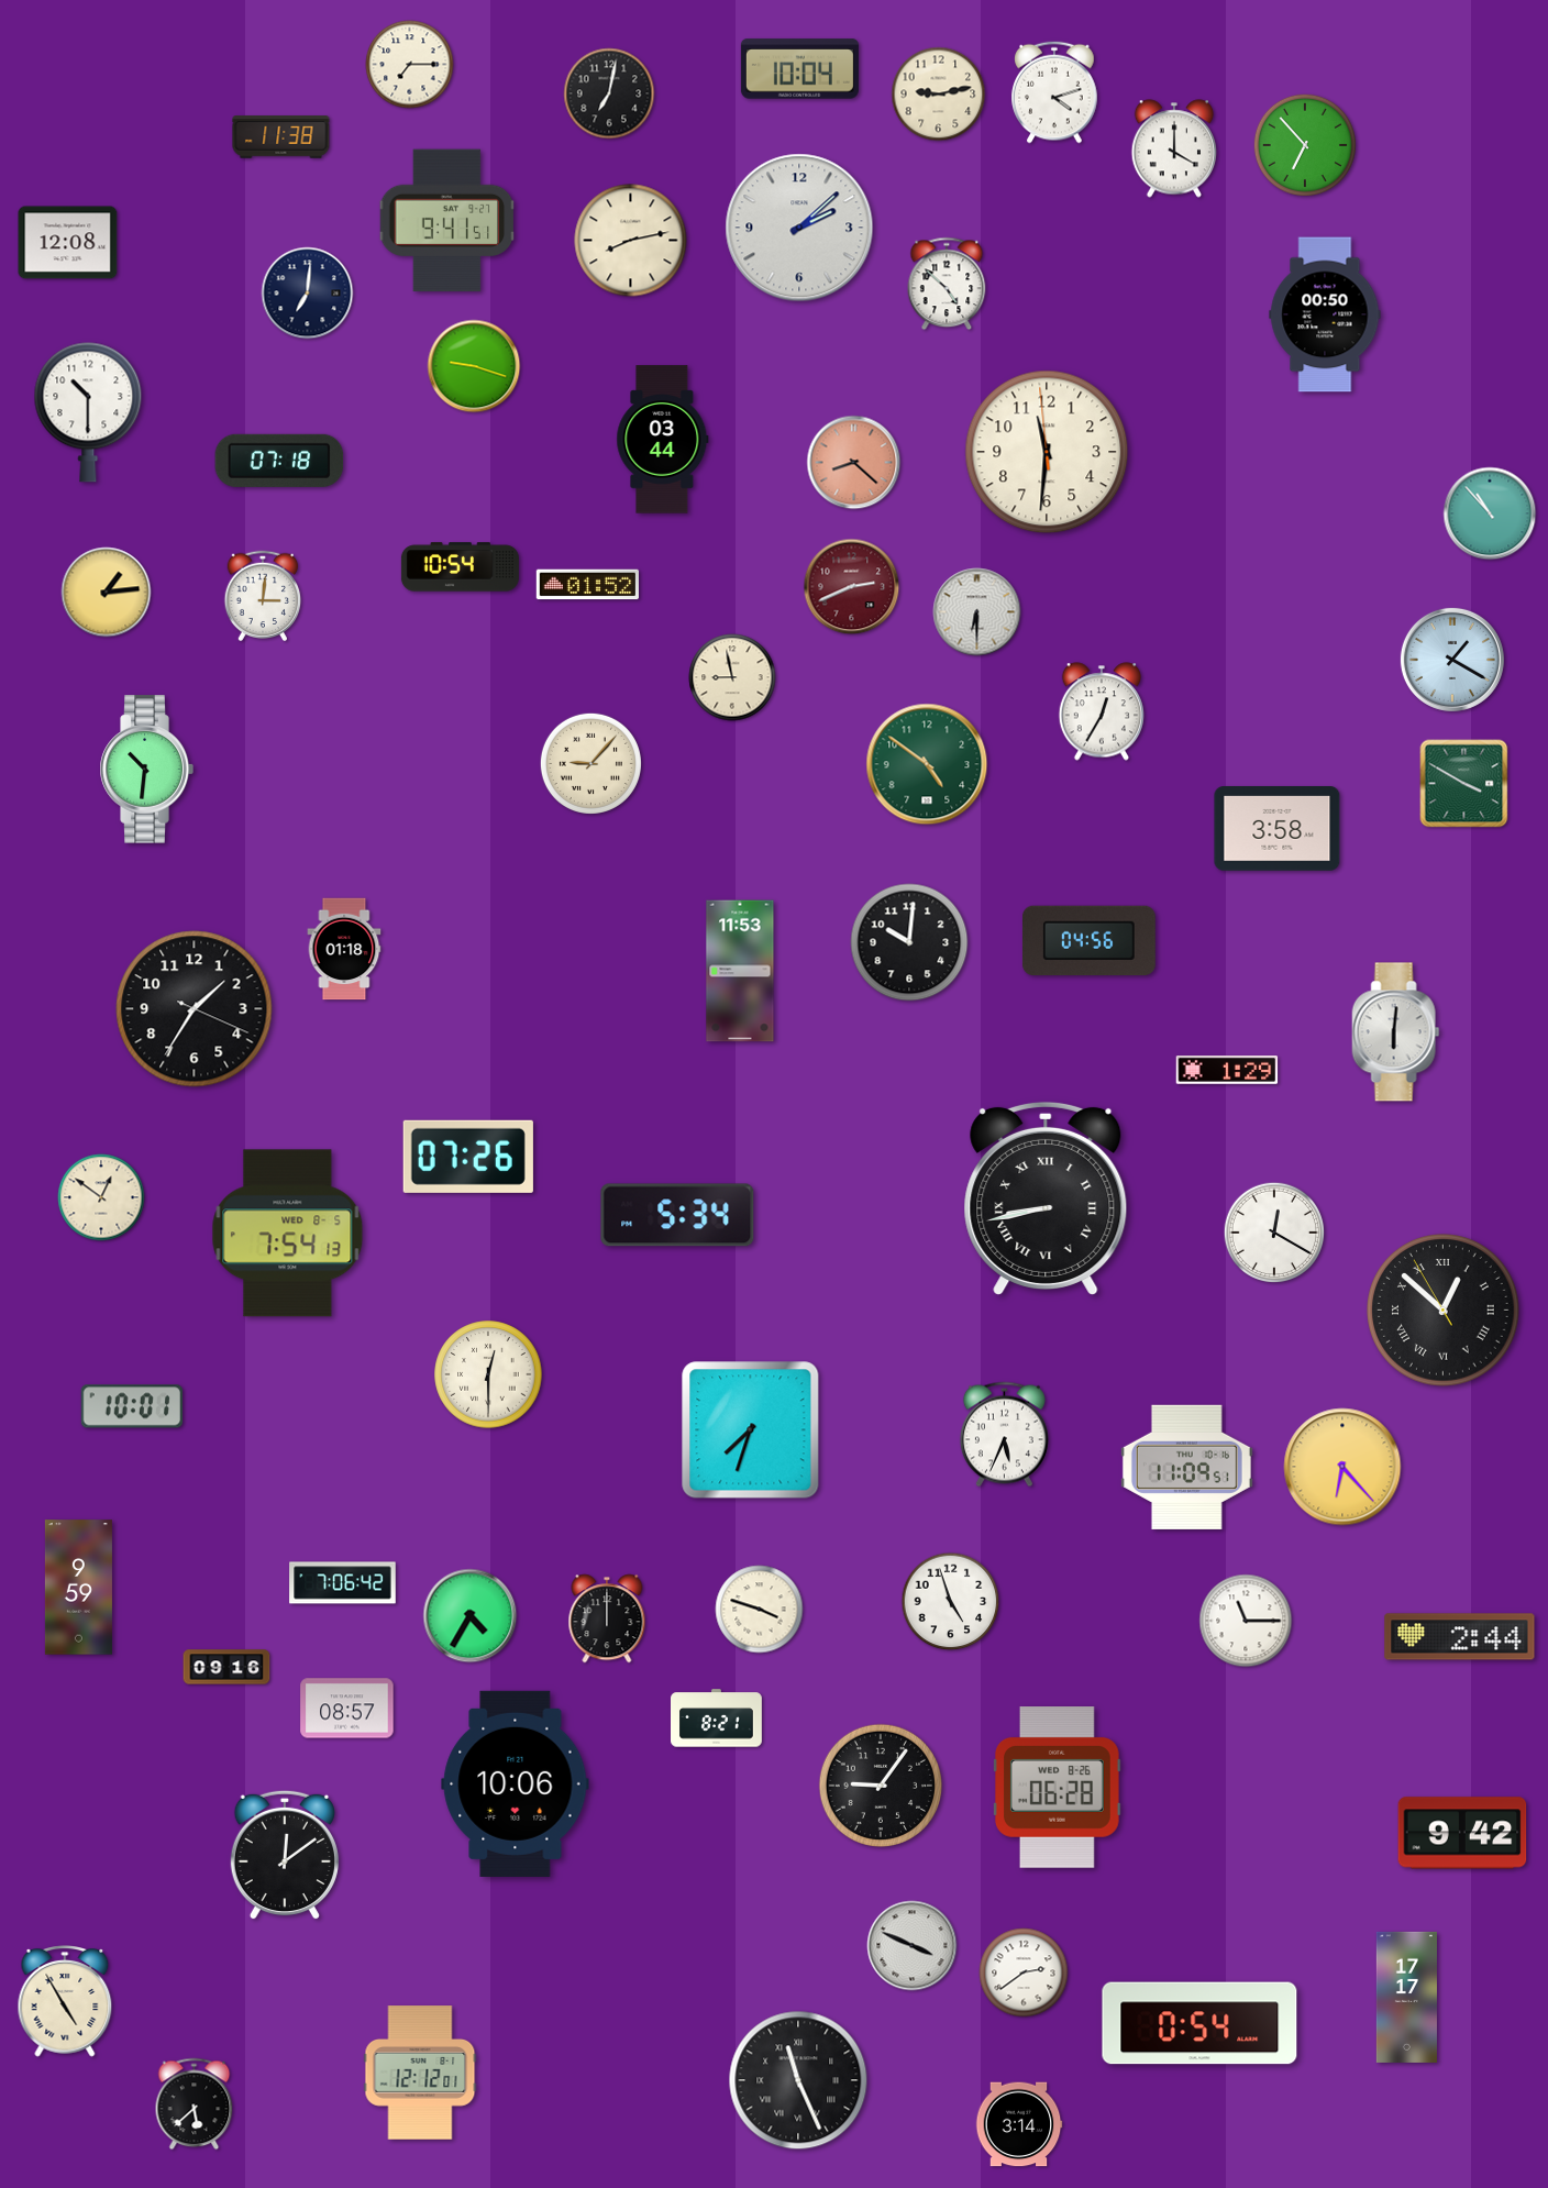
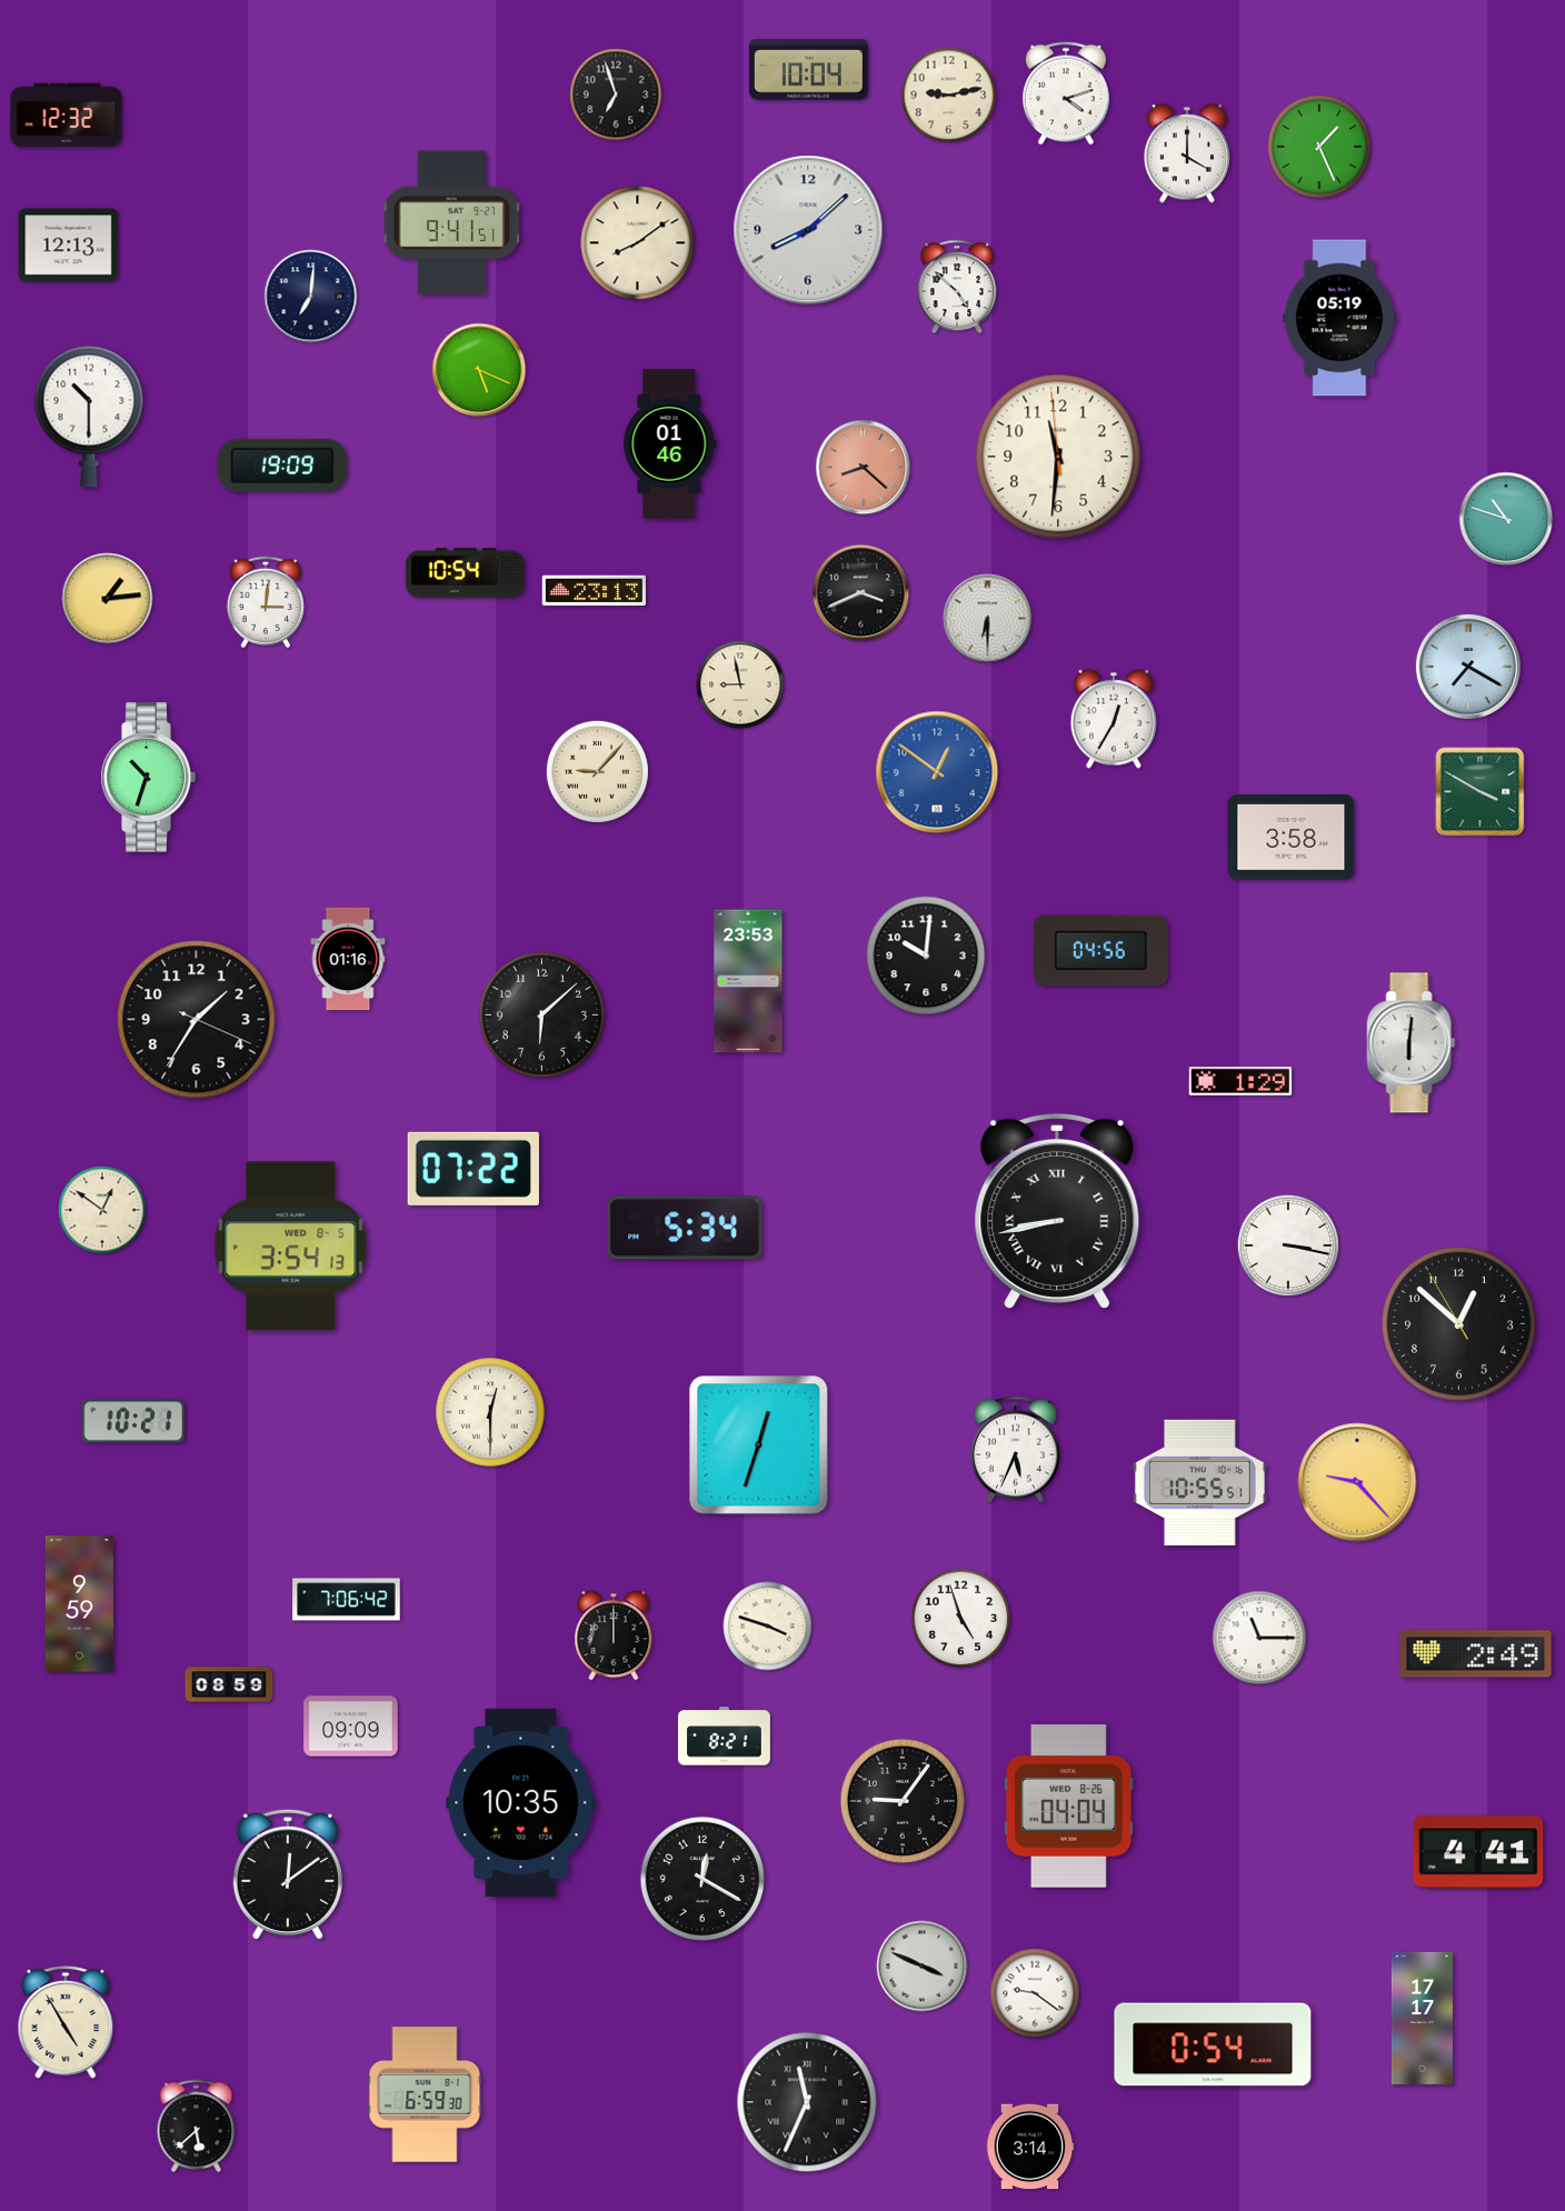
clock at (410, 65): 7:15 -> none
clock at (609, 93): 7:02 -> 6:57
clock at (67, 114): none -> 12:32
clock at (281, 137): 11:38 -> none
clock at (1305, 145): 6:53 -> 1:26
clock at (1174, 148) position: (1174, 148) -> (1187, 153)
clock at (799, 228): 2:08 -> 8:08
clock at (631, 241): 8:13 -> 8:09
clock at (68, 243): 12:08 -> 12:13
clock at (1325, 314): 00:50 -> 05:19
clock at (474, 366): 9:18 -> 5:19
clock at (663, 440): 03:44 -> 01:46
clock at (279, 461): 07:18 -> 19:09
clock at (1490, 513): 10:53 -> 10:48
clock at (587, 585): 01:52 -> 23:13
clock at (852, 587): 2:41 -> 3:41
clock at (852, 587) dial: burgundy -> black
clock at (1452, 660): 1:20 -> 7:20
clock at (927, 764): 4:51 -> 12:51
clock at (927, 764) dial: green -> blue
clock at (146, 770): 10:31 -> 10:33
clock at (909, 942) position: (909, 942) -> (926, 956)
clock at (344, 949): 01:18 -> 01:16
clock at (740, 971): 11:53 -> 23:53
clock at (541, 1014): none -> 6:08
clock at (468, 1157): 07:26 -> 07:22
clock at (1274, 1233): 12:20 -> 3:17
clock at (288, 1234): 7:54 -> 3:54
clock at (1444, 1311) numerals: Roman -> Arabic
clock at (488, 1374) position: (488, 1374) -> (490, 1412)
clock at (132, 1406): 10:01 -> 10:21
clock at (751, 1430): 7:33 -> 12:33
clock at (1186, 1467): 11:09 -> 10:55
clock at (1342, 1467): 6:23 -> 9:23
clock at (471, 1616): 4:35 -> none
clock at (1460, 1637): 2:44 -> 2:49
clock at (226, 1667): 09:16 -> 08:59
clock at (347, 1709): 08:57 -> 09:09
clock at (516, 1783): 10:06 -> 10:35
clock at (880, 1784) position: (880, 1784) -> (901, 1800)
clock at (1057, 1788): 06:28 -> 04:04
clock at (1462, 1833): 9:42 -> 4:41
clock at (701, 1878): none -> 12:20
clock at (1024, 1972): 2:39 -> 9:21
clock at (420, 2073): 12:12 -> 6:59
clock at (798, 2080): 11:26 -> 11:34
